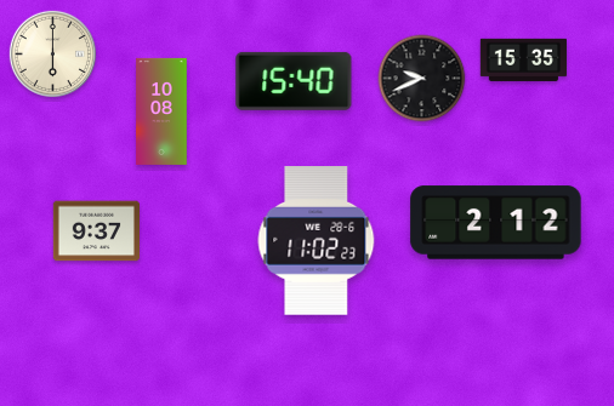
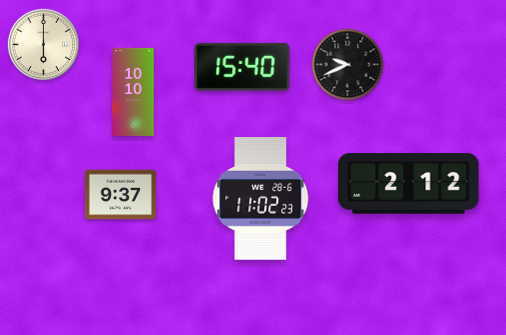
clock at (523, 59): 15:35 -> none
clock at (161, 111): 10:08 -> 10:10
clock at (96, 231) position: (96, 231) -> (120, 195)
